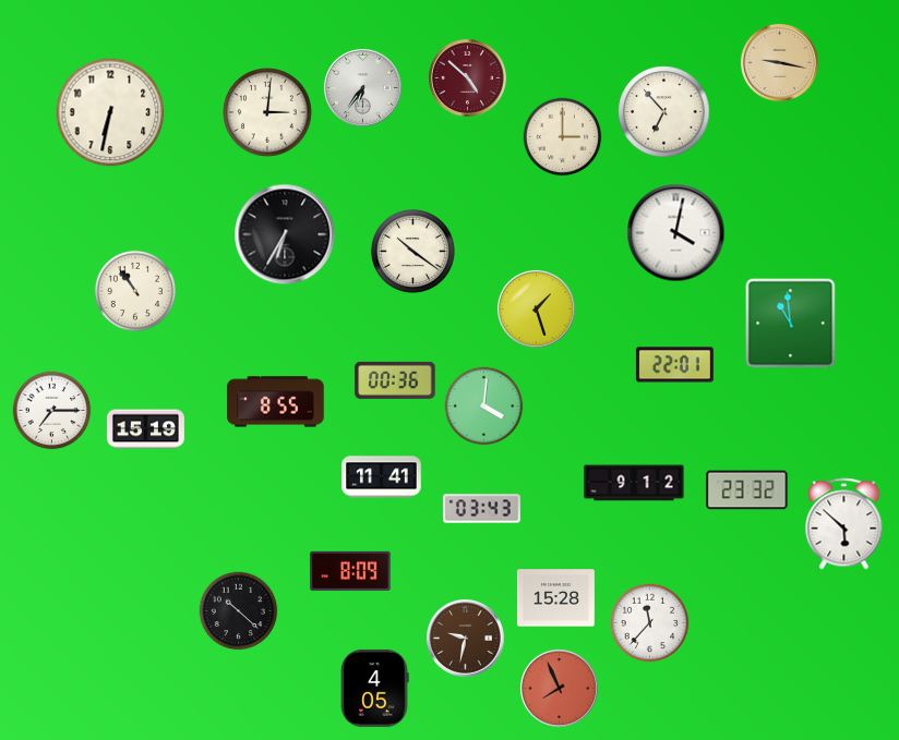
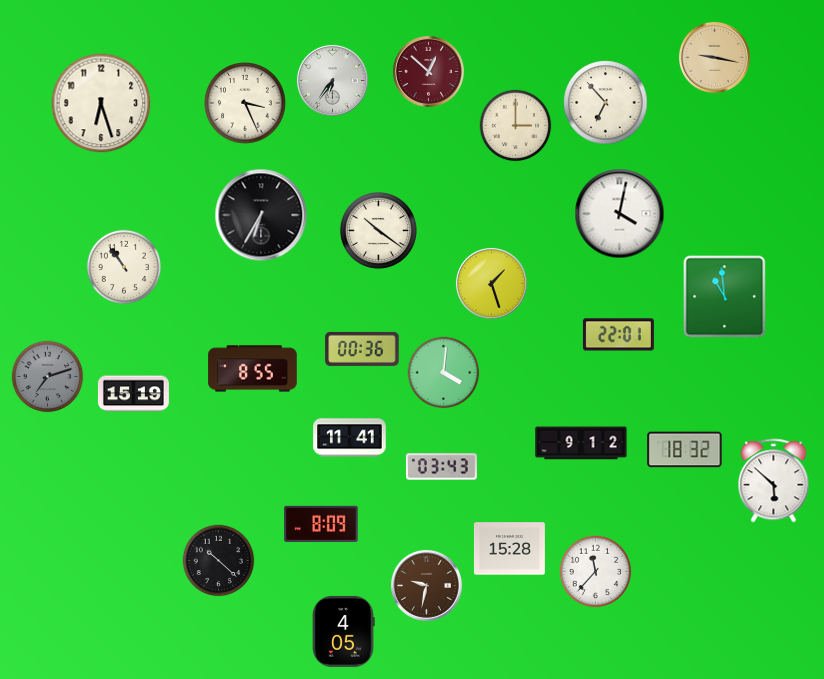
clock at (467, 77): 4:52 -> 12:52
clock at (110, 112): 6:32 -> 6:27
clock at (267, 112): 3:01 -> 3:26
clock at (664, 112) position: (664, 112) -> (606, 103)
clock at (52, 411): 7:15 -> 7:12
clock at (52, 411) dial: white -> grey
clock at (747, 490): 23:32 -> 18:32
clock at (559, 688): 7:56 -> none
